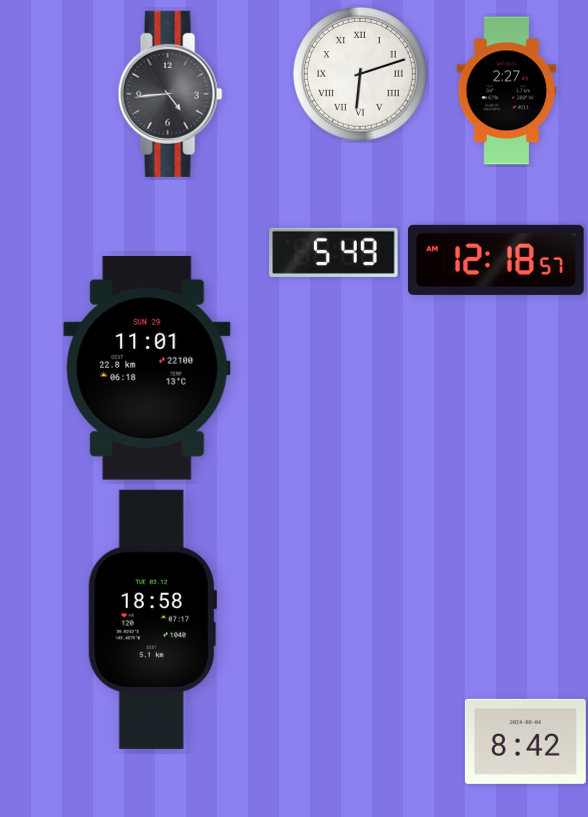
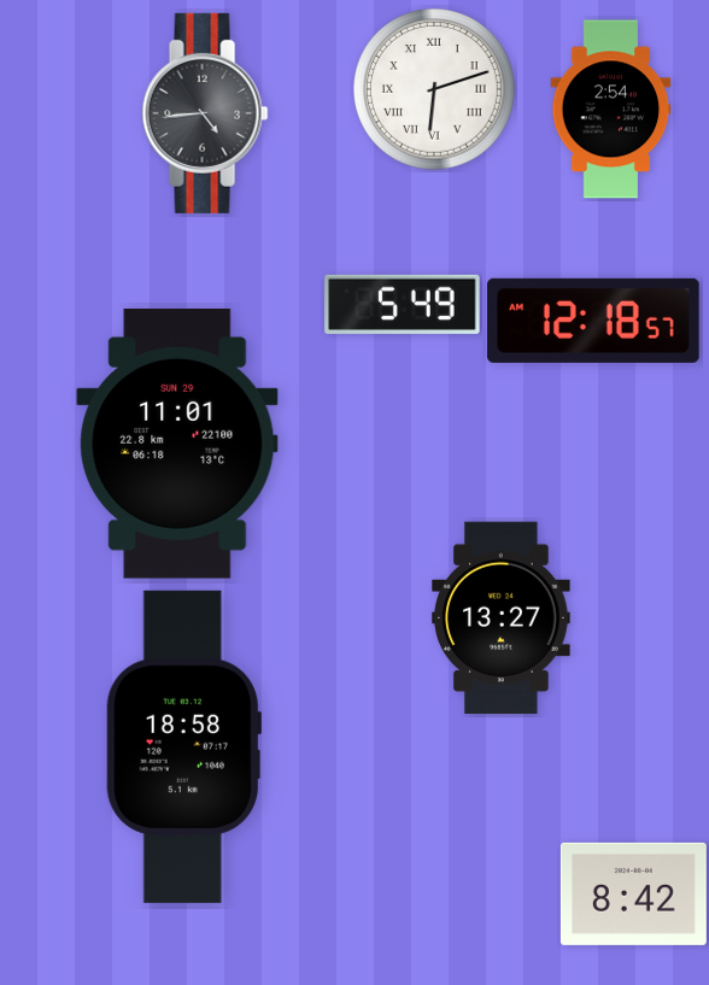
clock at (507, 91): 2:27 -> 2:54
clock at (496, 260) position: (496, 260) -> (593, 321)
clock at (502, 618): none -> 13:27
